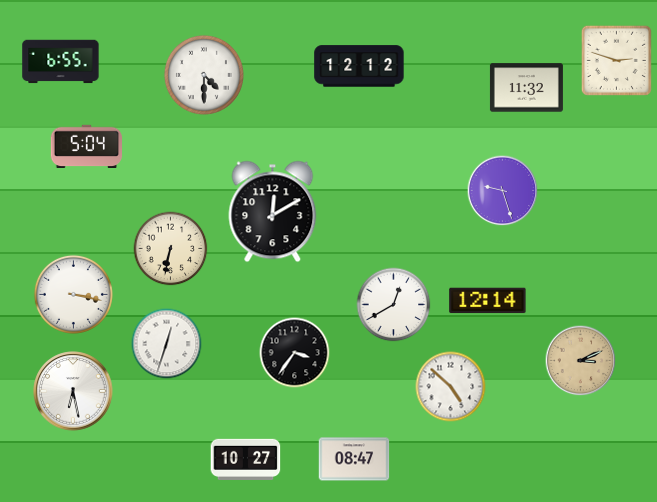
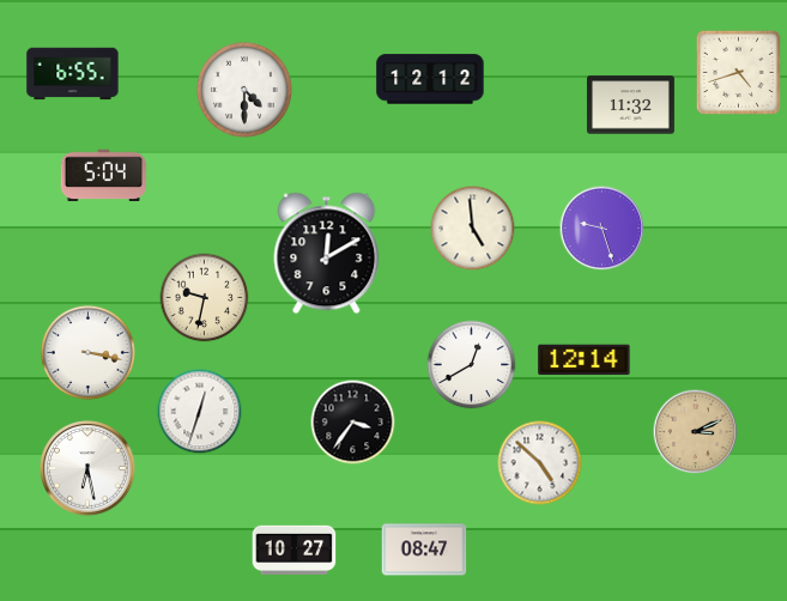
clock at (616, 60): 2:48 -> 4:42
clock at (473, 229): none -> 4:59
clock at (171, 249): 6:32 -> 9:32
